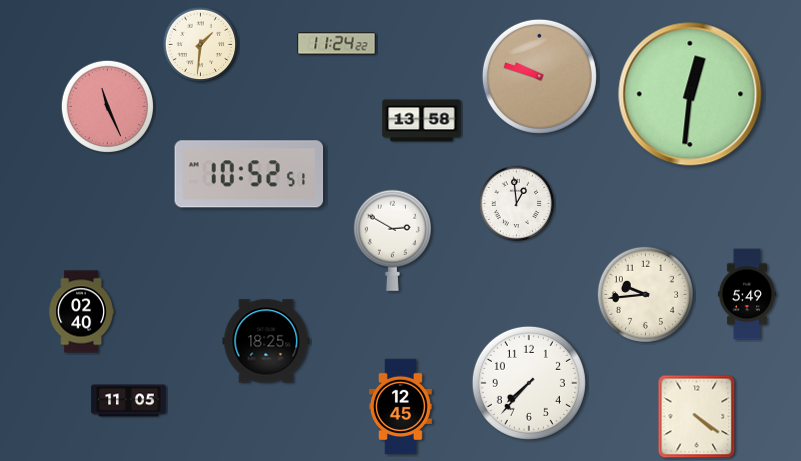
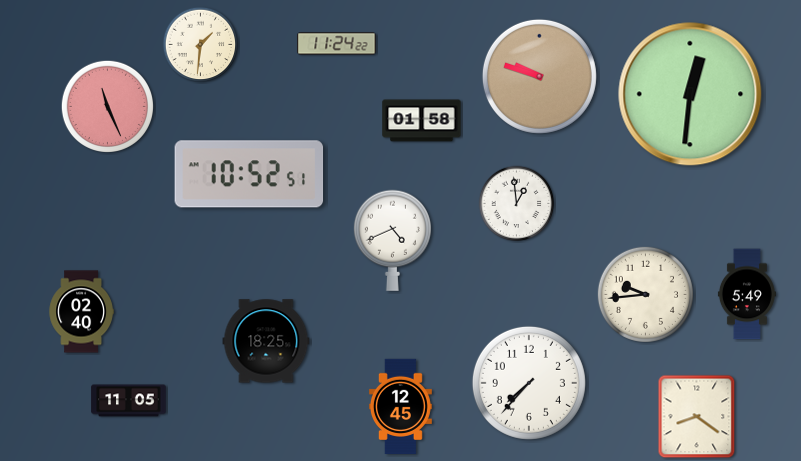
clock at (422, 121): 13:58 -> 01:58
clock at (392, 240): 2:50 -> 4:41
clock at (697, 417): 4:21 -> 8:21
